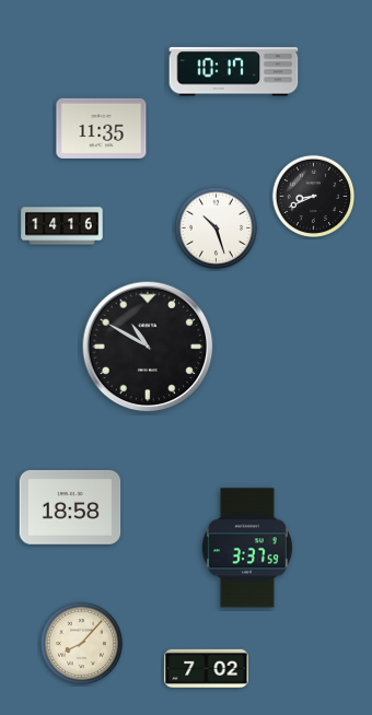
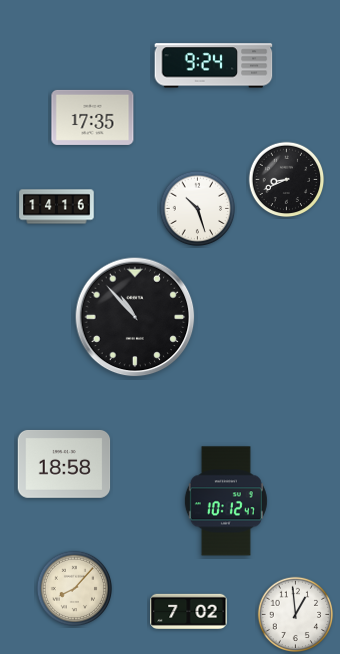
clock at (234, 72): 10:17 -> 9:24
clock at (102, 128): 11:35 -> 17:35
clock at (148, 347): 10:50 -> 10:53
clock at (247, 548): 3:37 -> 10:12
clock at (296, 615): none -> 12:59
